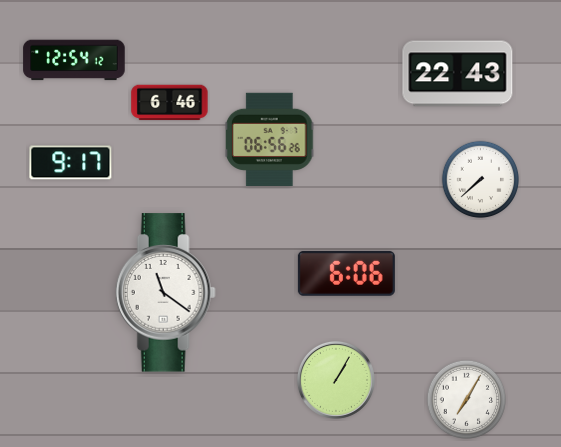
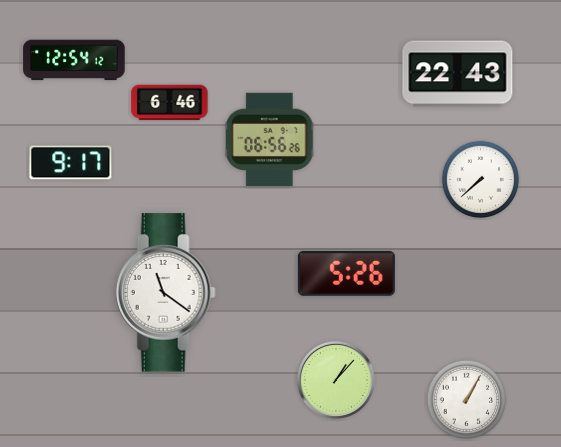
clock at (346, 274): 6:06 -> 5:26
clock at (336, 380): 1:05 -> 1:07
clock at (467, 400): 7:05 -> 1:05
